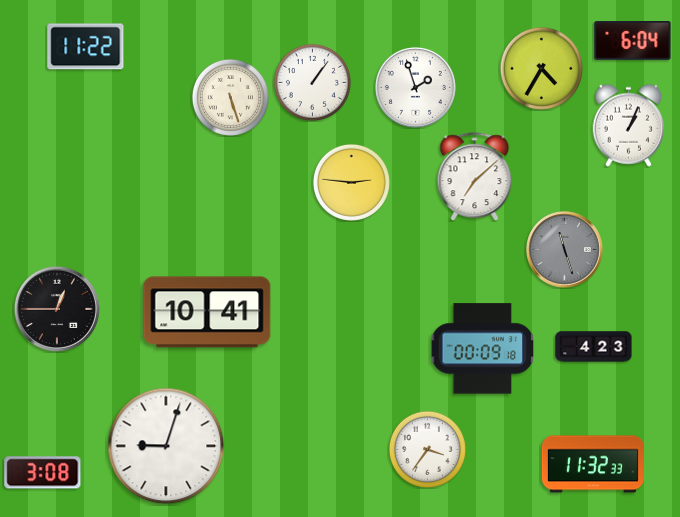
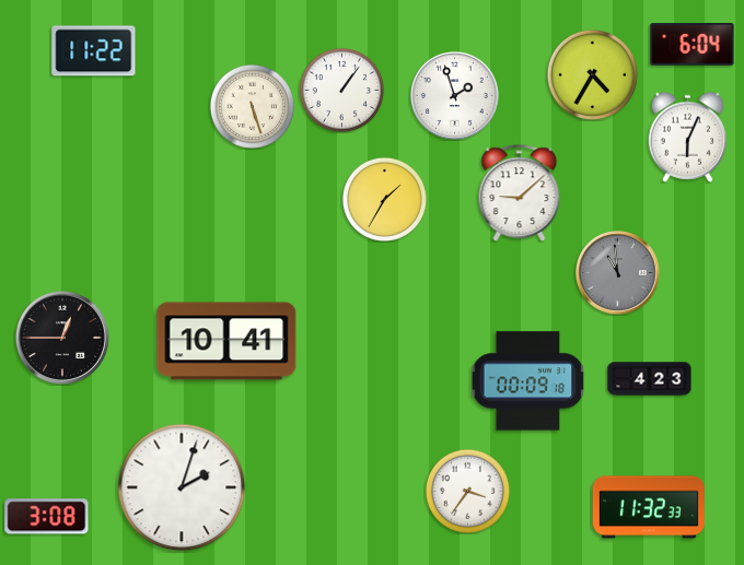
clock at (629, 125): 1:04 -> 6:04
clock at (475, 177): 7:08 -> 9:08
clock at (351, 182): 2:46 -> 1:35
clock at (565, 250): 11:27 -> 10:59
clock at (166, 446): 9:03 -> 2:03
